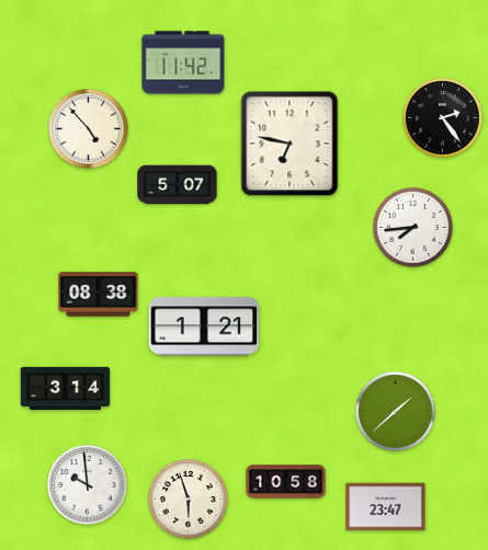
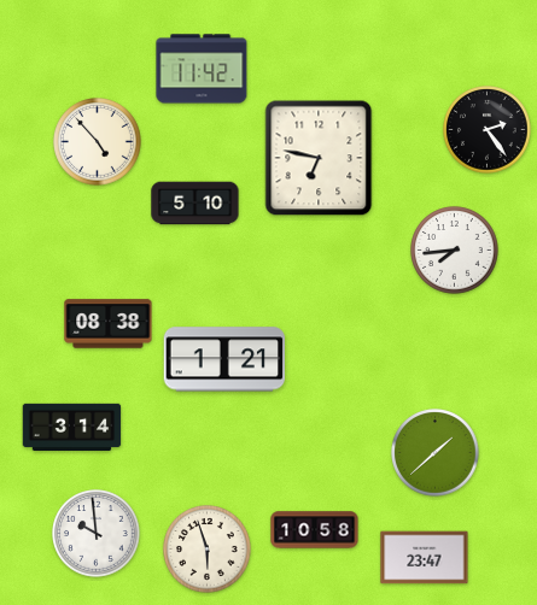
clock at (178, 185): 5:07 -> 5:10
